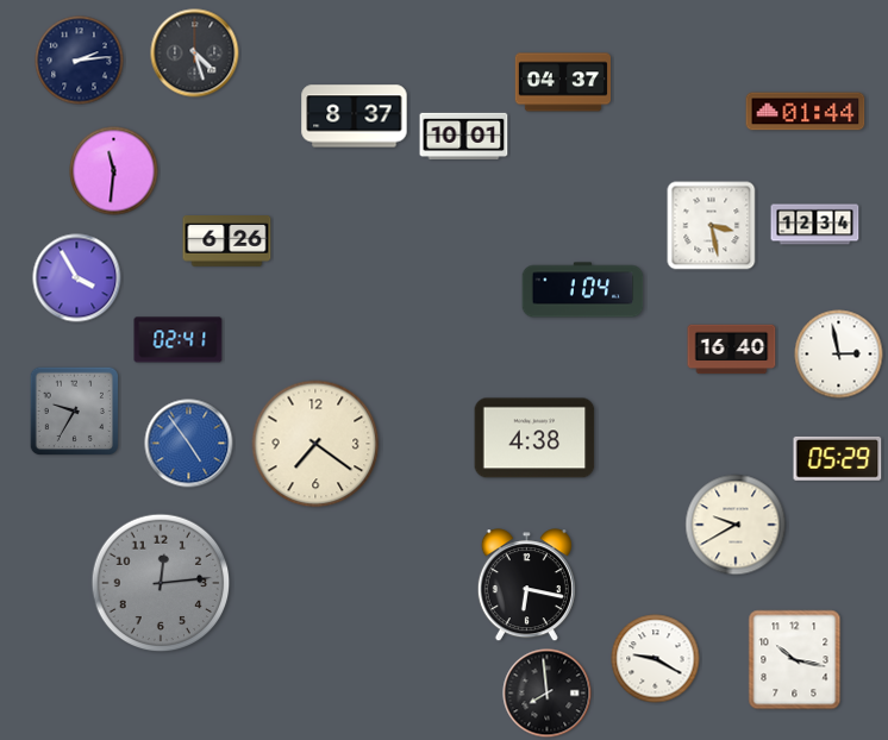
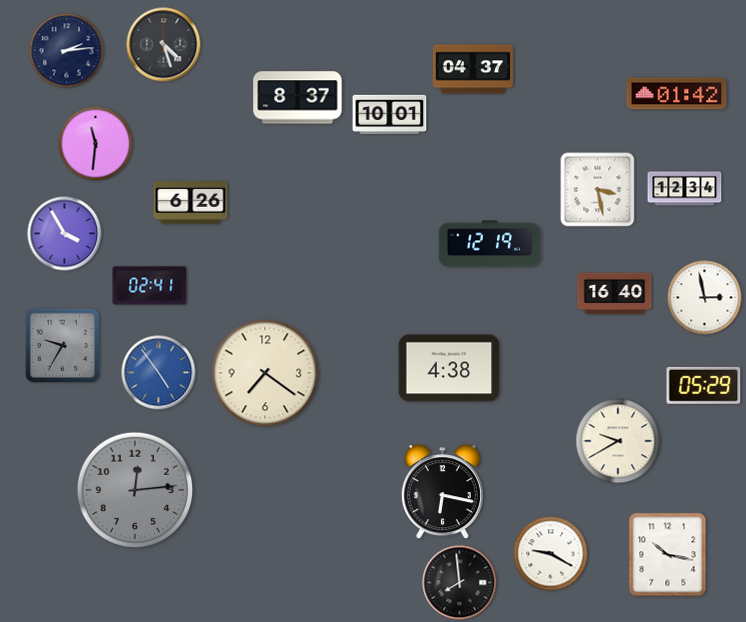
clock at (806, 112): 01:44 -> 01:42
clock at (583, 290): 1:04 -> 12:19
